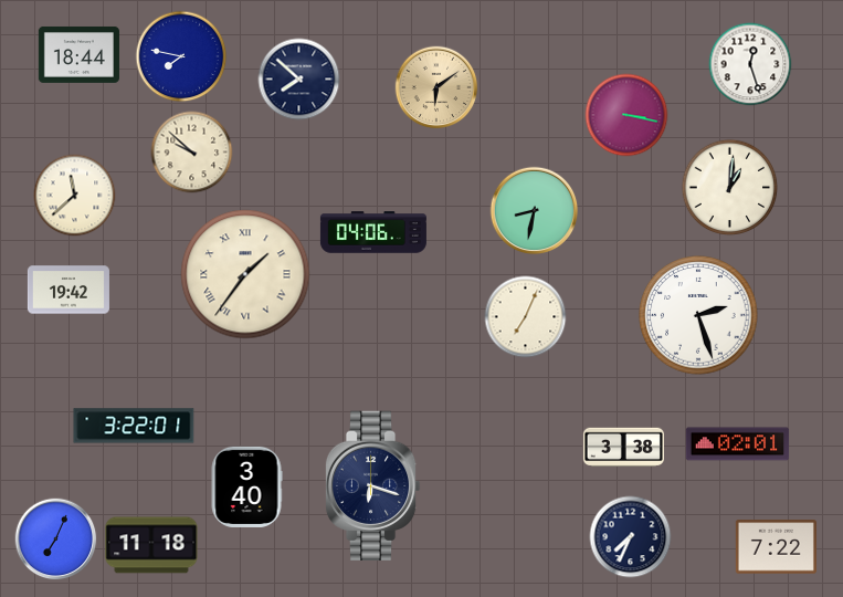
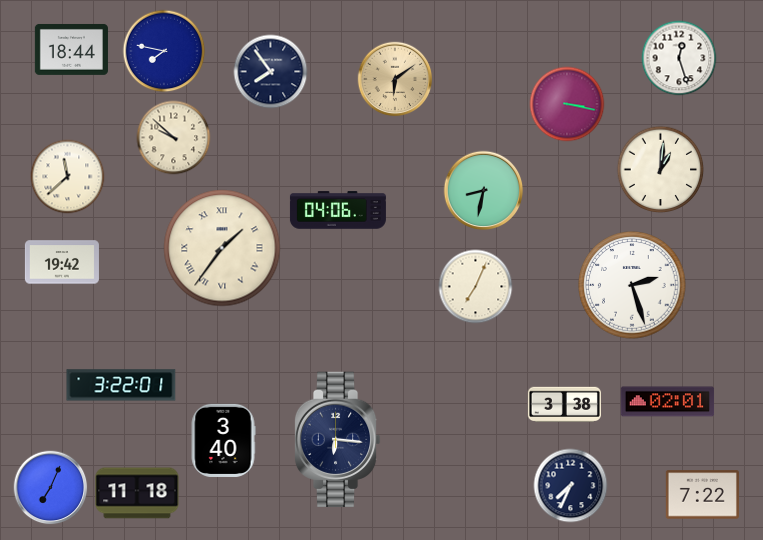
clock at (299, 80): 7:52 -> 7:54
clock at (372, 486): 6:18 -> 6:16
